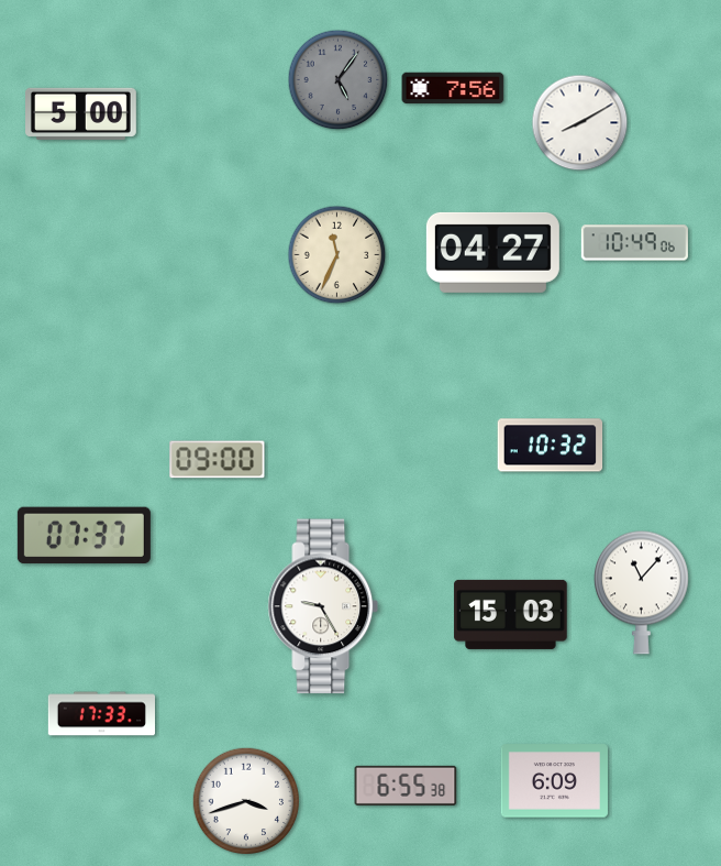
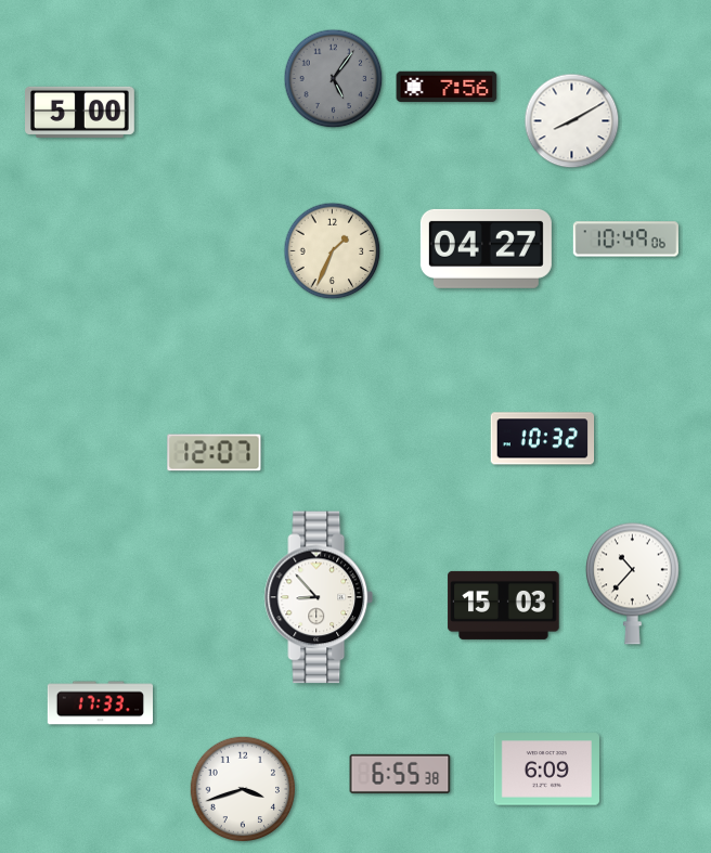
clock at (337, 255): 11:34 -> 1:34
clock at (218, 460): 09:00 -> 12:07
clock at (84, 536): 07:37 -> none
clock at (641, 592): 11:07 -> 10:37
clock at (323, 606): 9:25 -> 8:53
